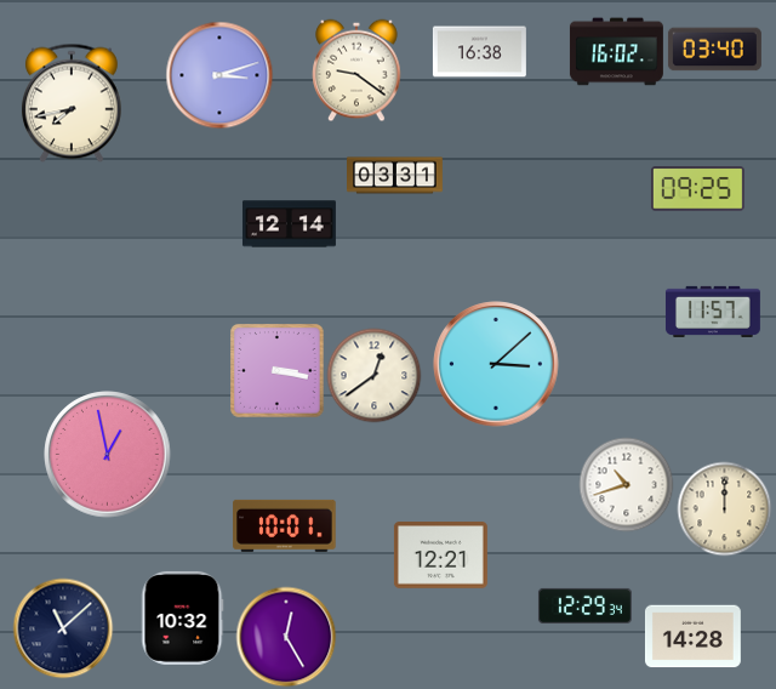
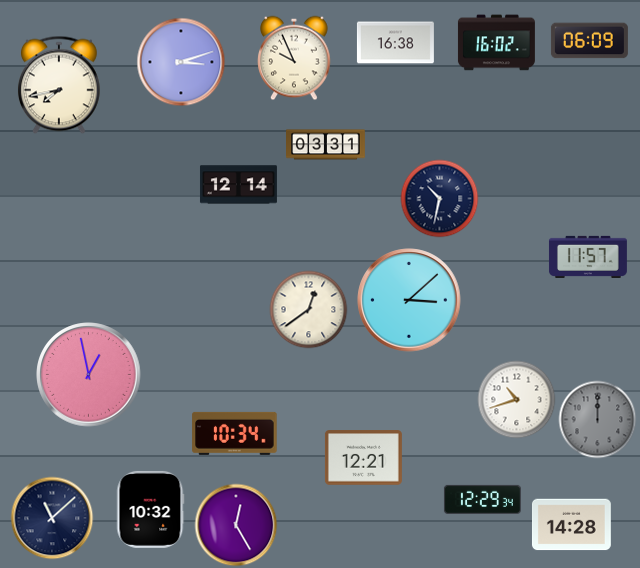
clock at (714, 50): 03:40 -> 06:09
clock at (616, 52) position: (616, 52) -> (496, 43)
clock at (356, 70): 9:21 -> 9:56
clock at (697, 189): 09:25 -> none
clock at (439, 198): none -> 10:32
clock at (276, 370): 3:17 -> none
clock at (724, 508) dial: cream -> grey
clock at (285, 525): 10:01 -> 10:34
